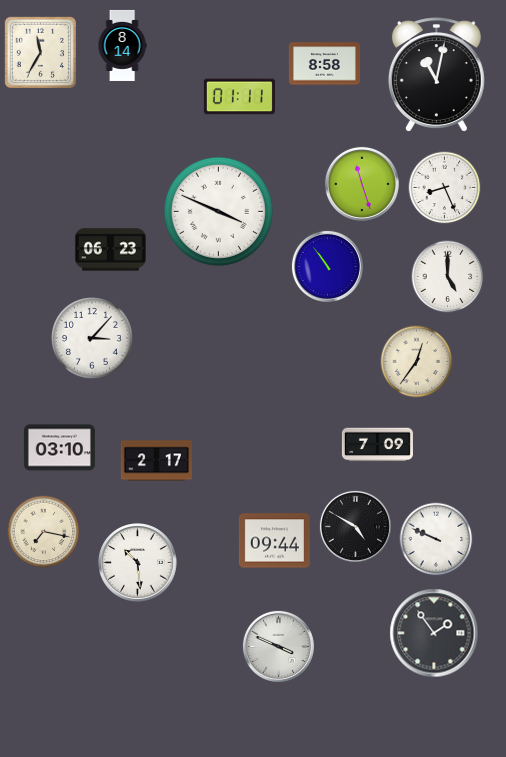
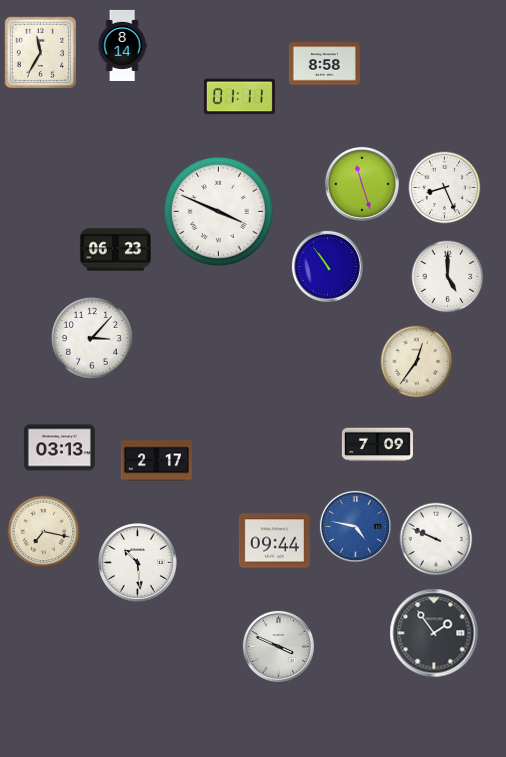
clock at (436, 75): 11:02 -> none
clock at (110, 250) position: (110, 250) -> (115, 250)
clock at (59, 448): 03:10 -> 03:13
clock at (355, 526): 4:50 -> 4:47
clock at (355, 526) dial: black -> blue
